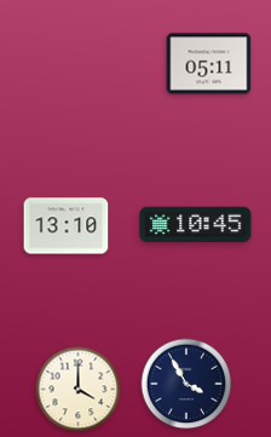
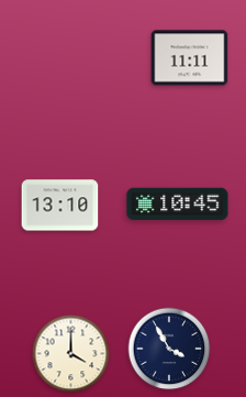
clock at (209, 64): 05:11 -> 11:11
